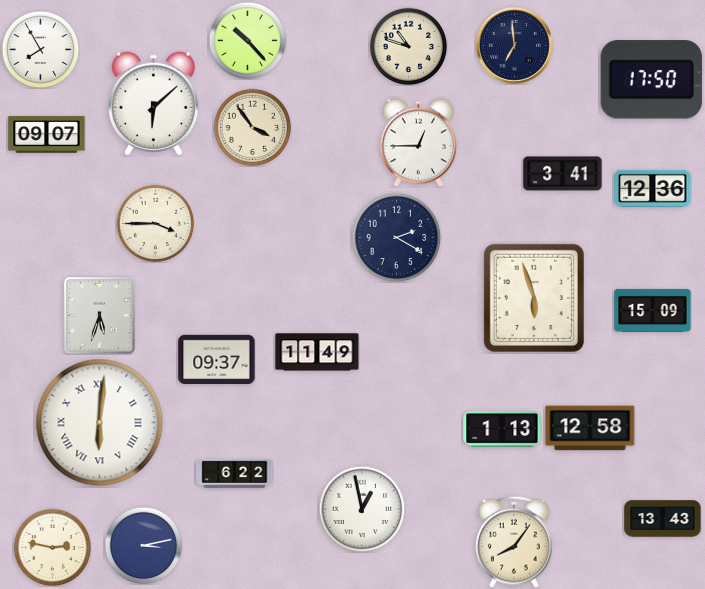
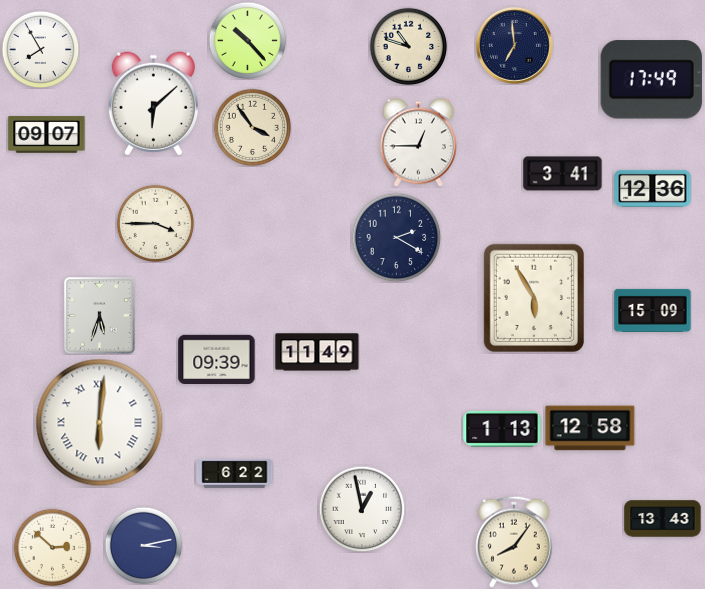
clock at (651, 80): 17:50 -> 17:49
clock at (534, 297): 5:57 -> 5:55
clock at (217, 360): 09:37 -> 09:39
clock at (52, 547): 2:47 -> 2:52
